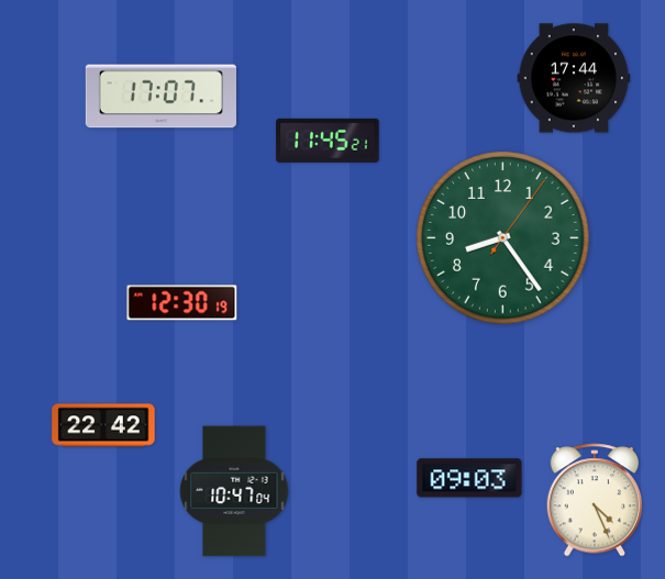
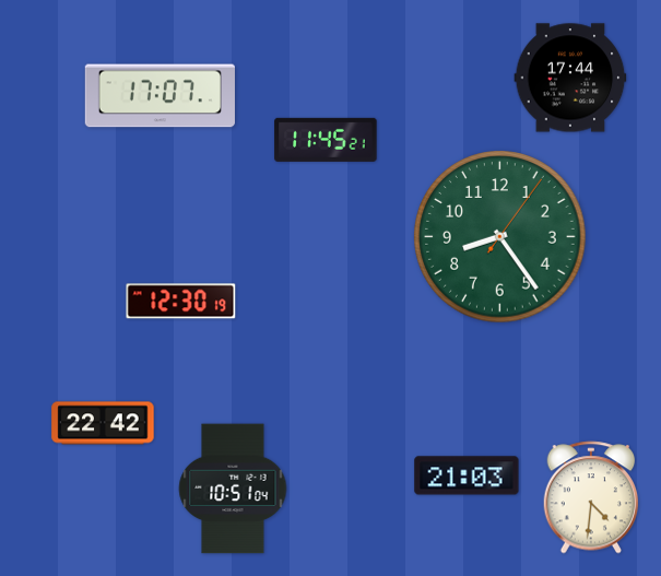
clock at (469, 478): 09:03 -> 21:03
clock at (234, 491): 10:47 -> 10:51
clock at (595, 500): 4:26 -> 4:31
